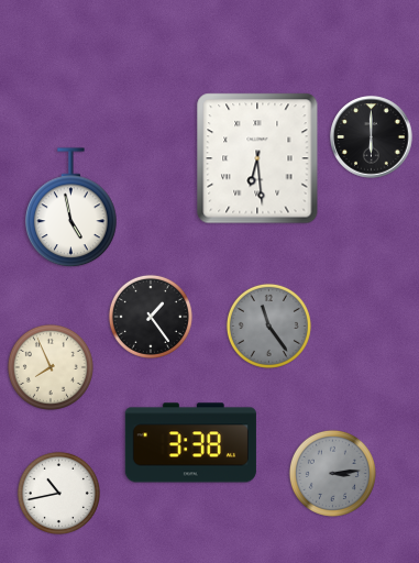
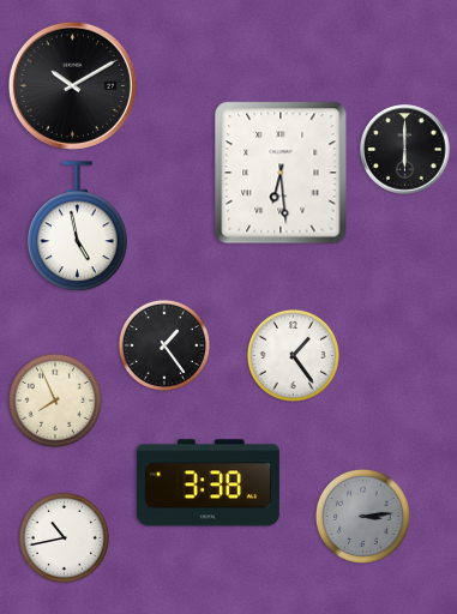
clock at (72, 85): none -> 10:10
clock at (268, 325): 11:24 -> 1:24
clock at (268, 325) dial: grey -> white
